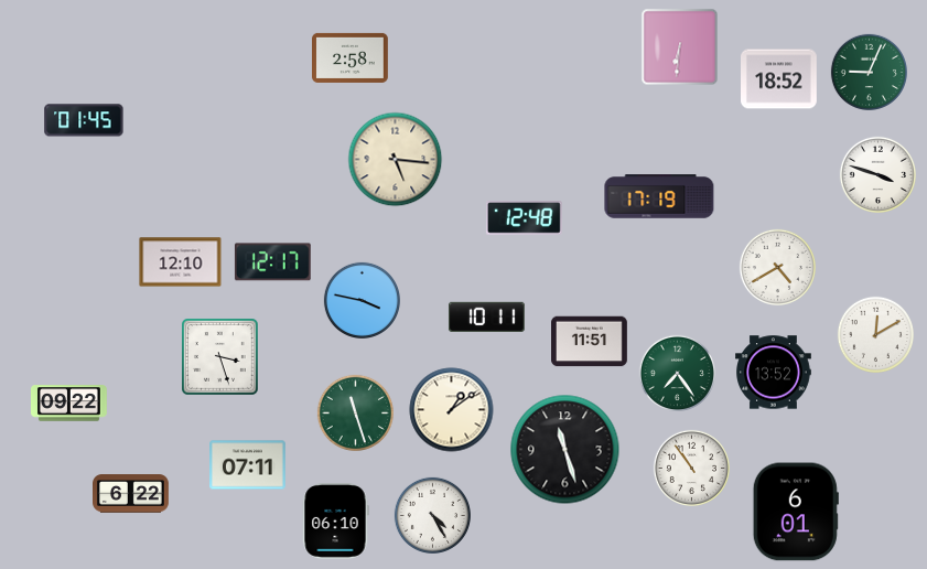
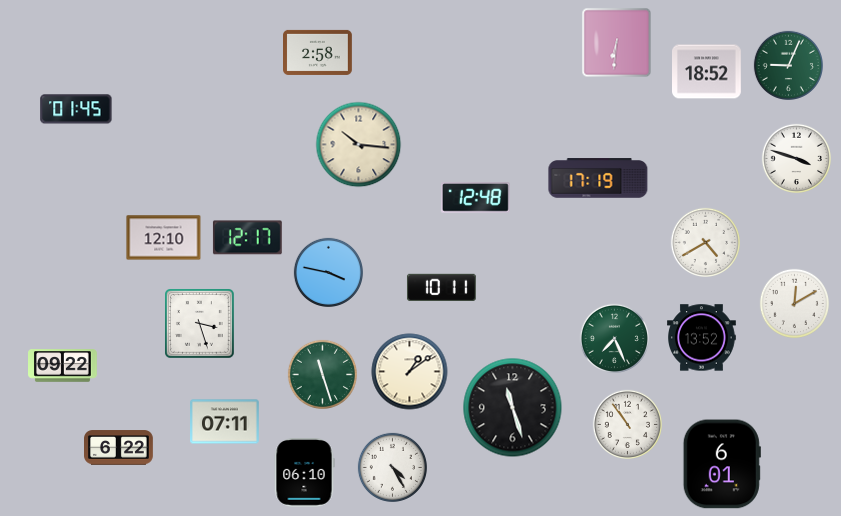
clock at (396, 160): 5:16 -> 10:16
clock at (590, 342): 11:51 -> none
clock at (677, 373): 7:24 -> 7:26
